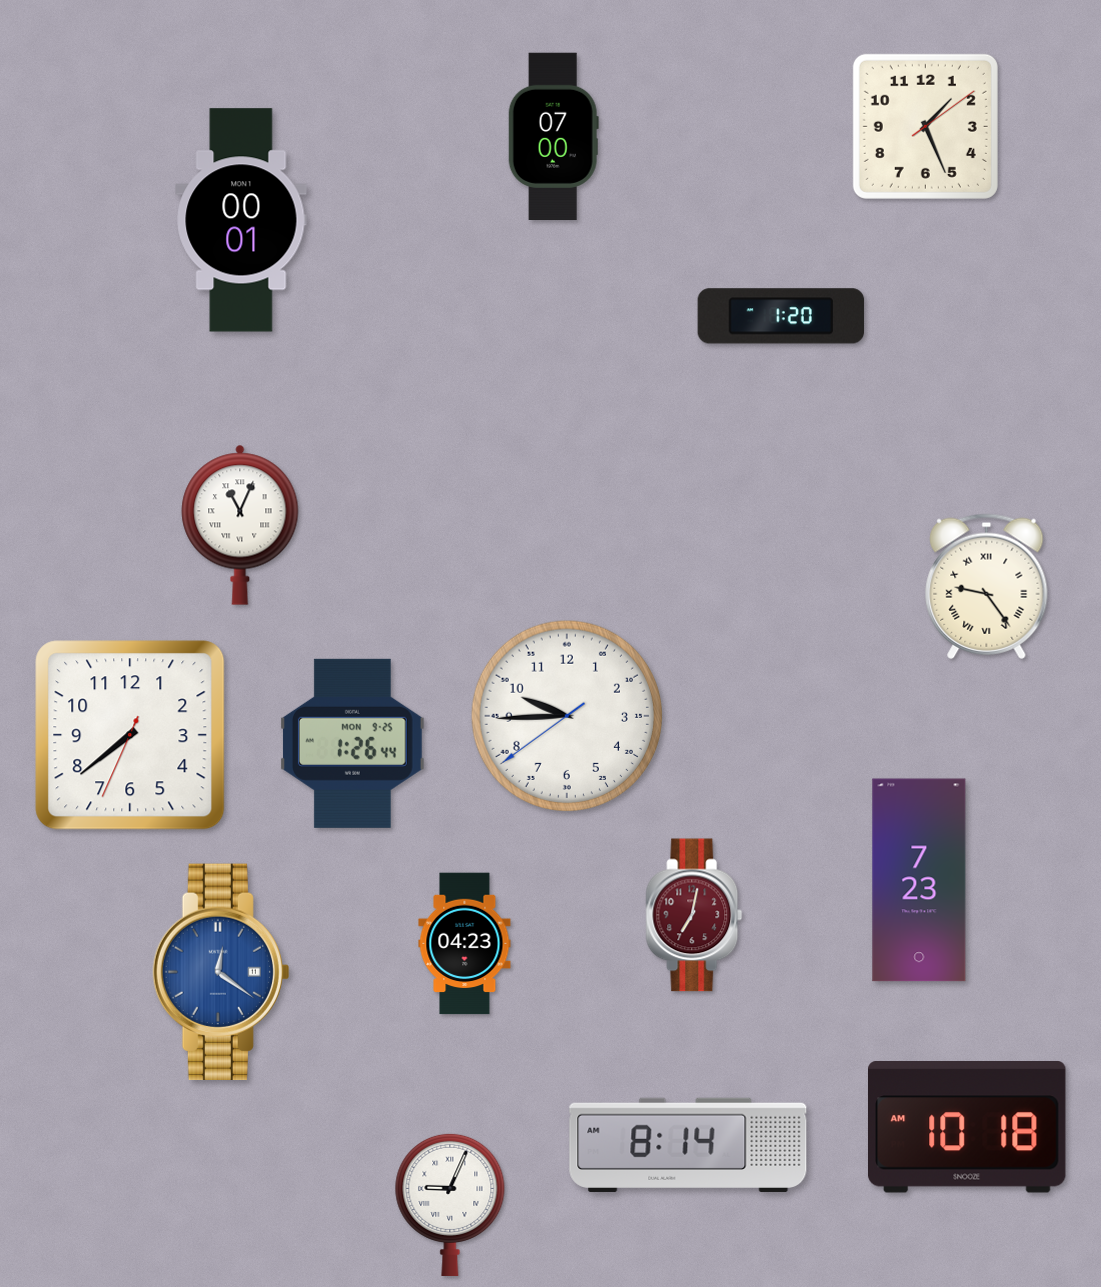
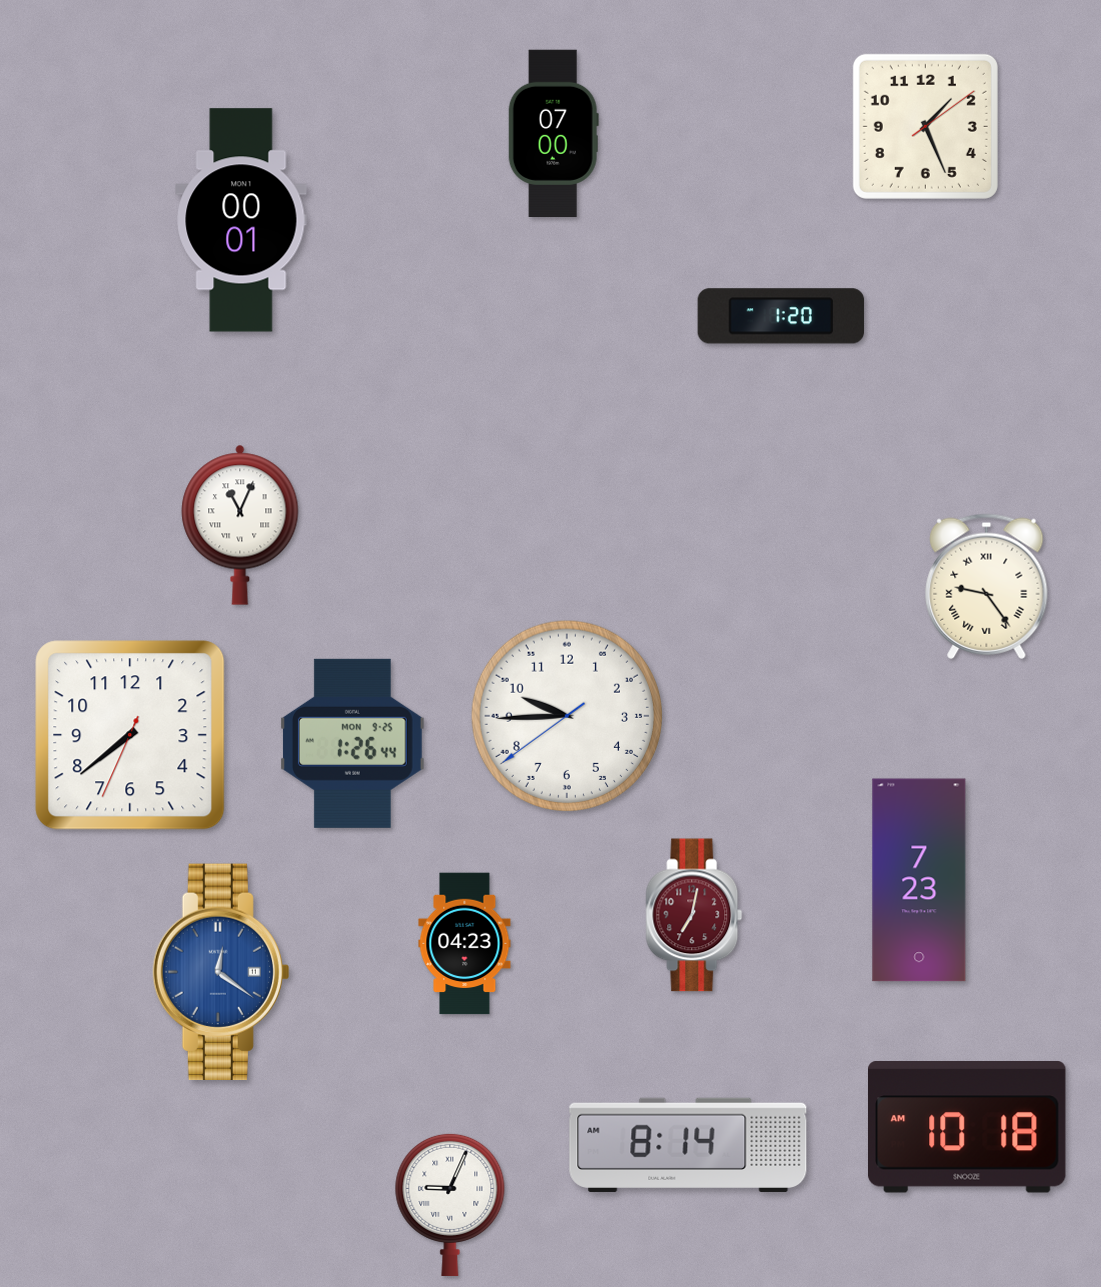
clock at (553, 136) position: (553, 136) -> (553, 133)
